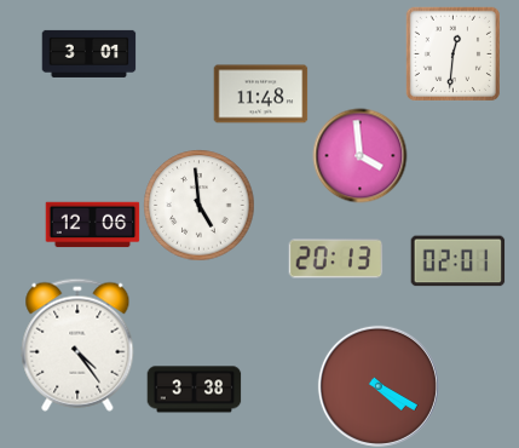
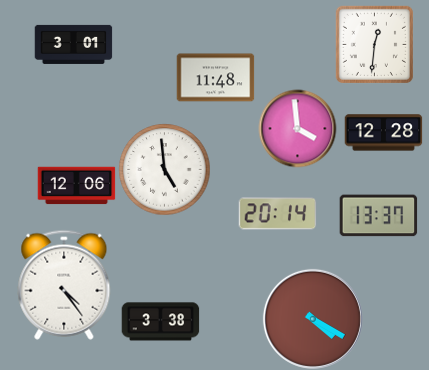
clock at (383, 133): none -> 12:28
clock at (335, 259): 20:13 -> 20:14
clock at (457, 262): 02:01 -> 13:37
